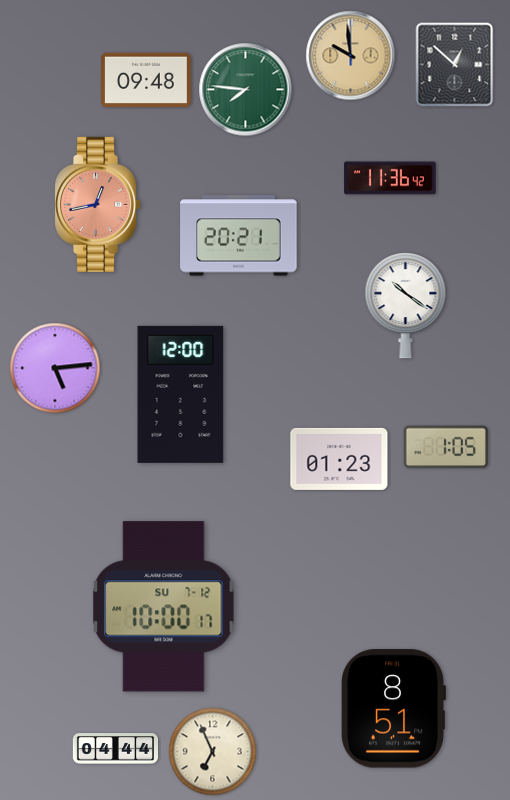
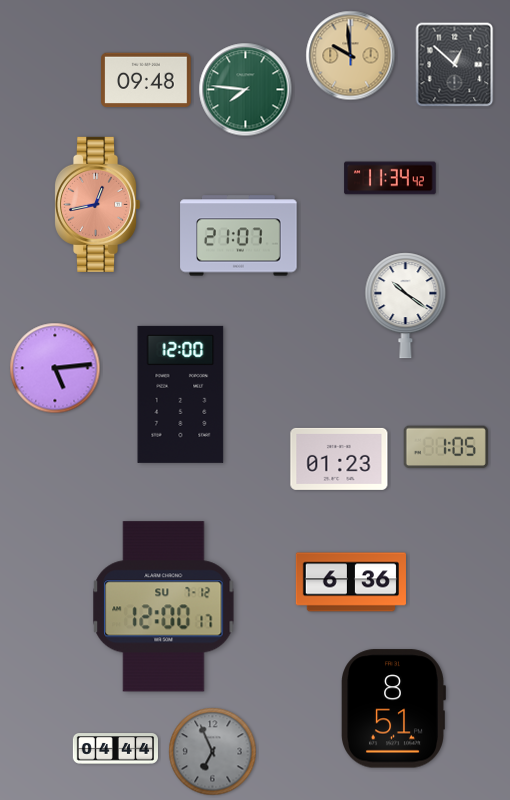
clock at (390, 178): 11:36 -> 11:34
clock at (239, 236): 20:21 -> 21:07
clock at (351, 582): none -> 6:36
clock at (164, 607): 10:00 -> 12:00
clock at (213, 752) dial: cream -> grey
